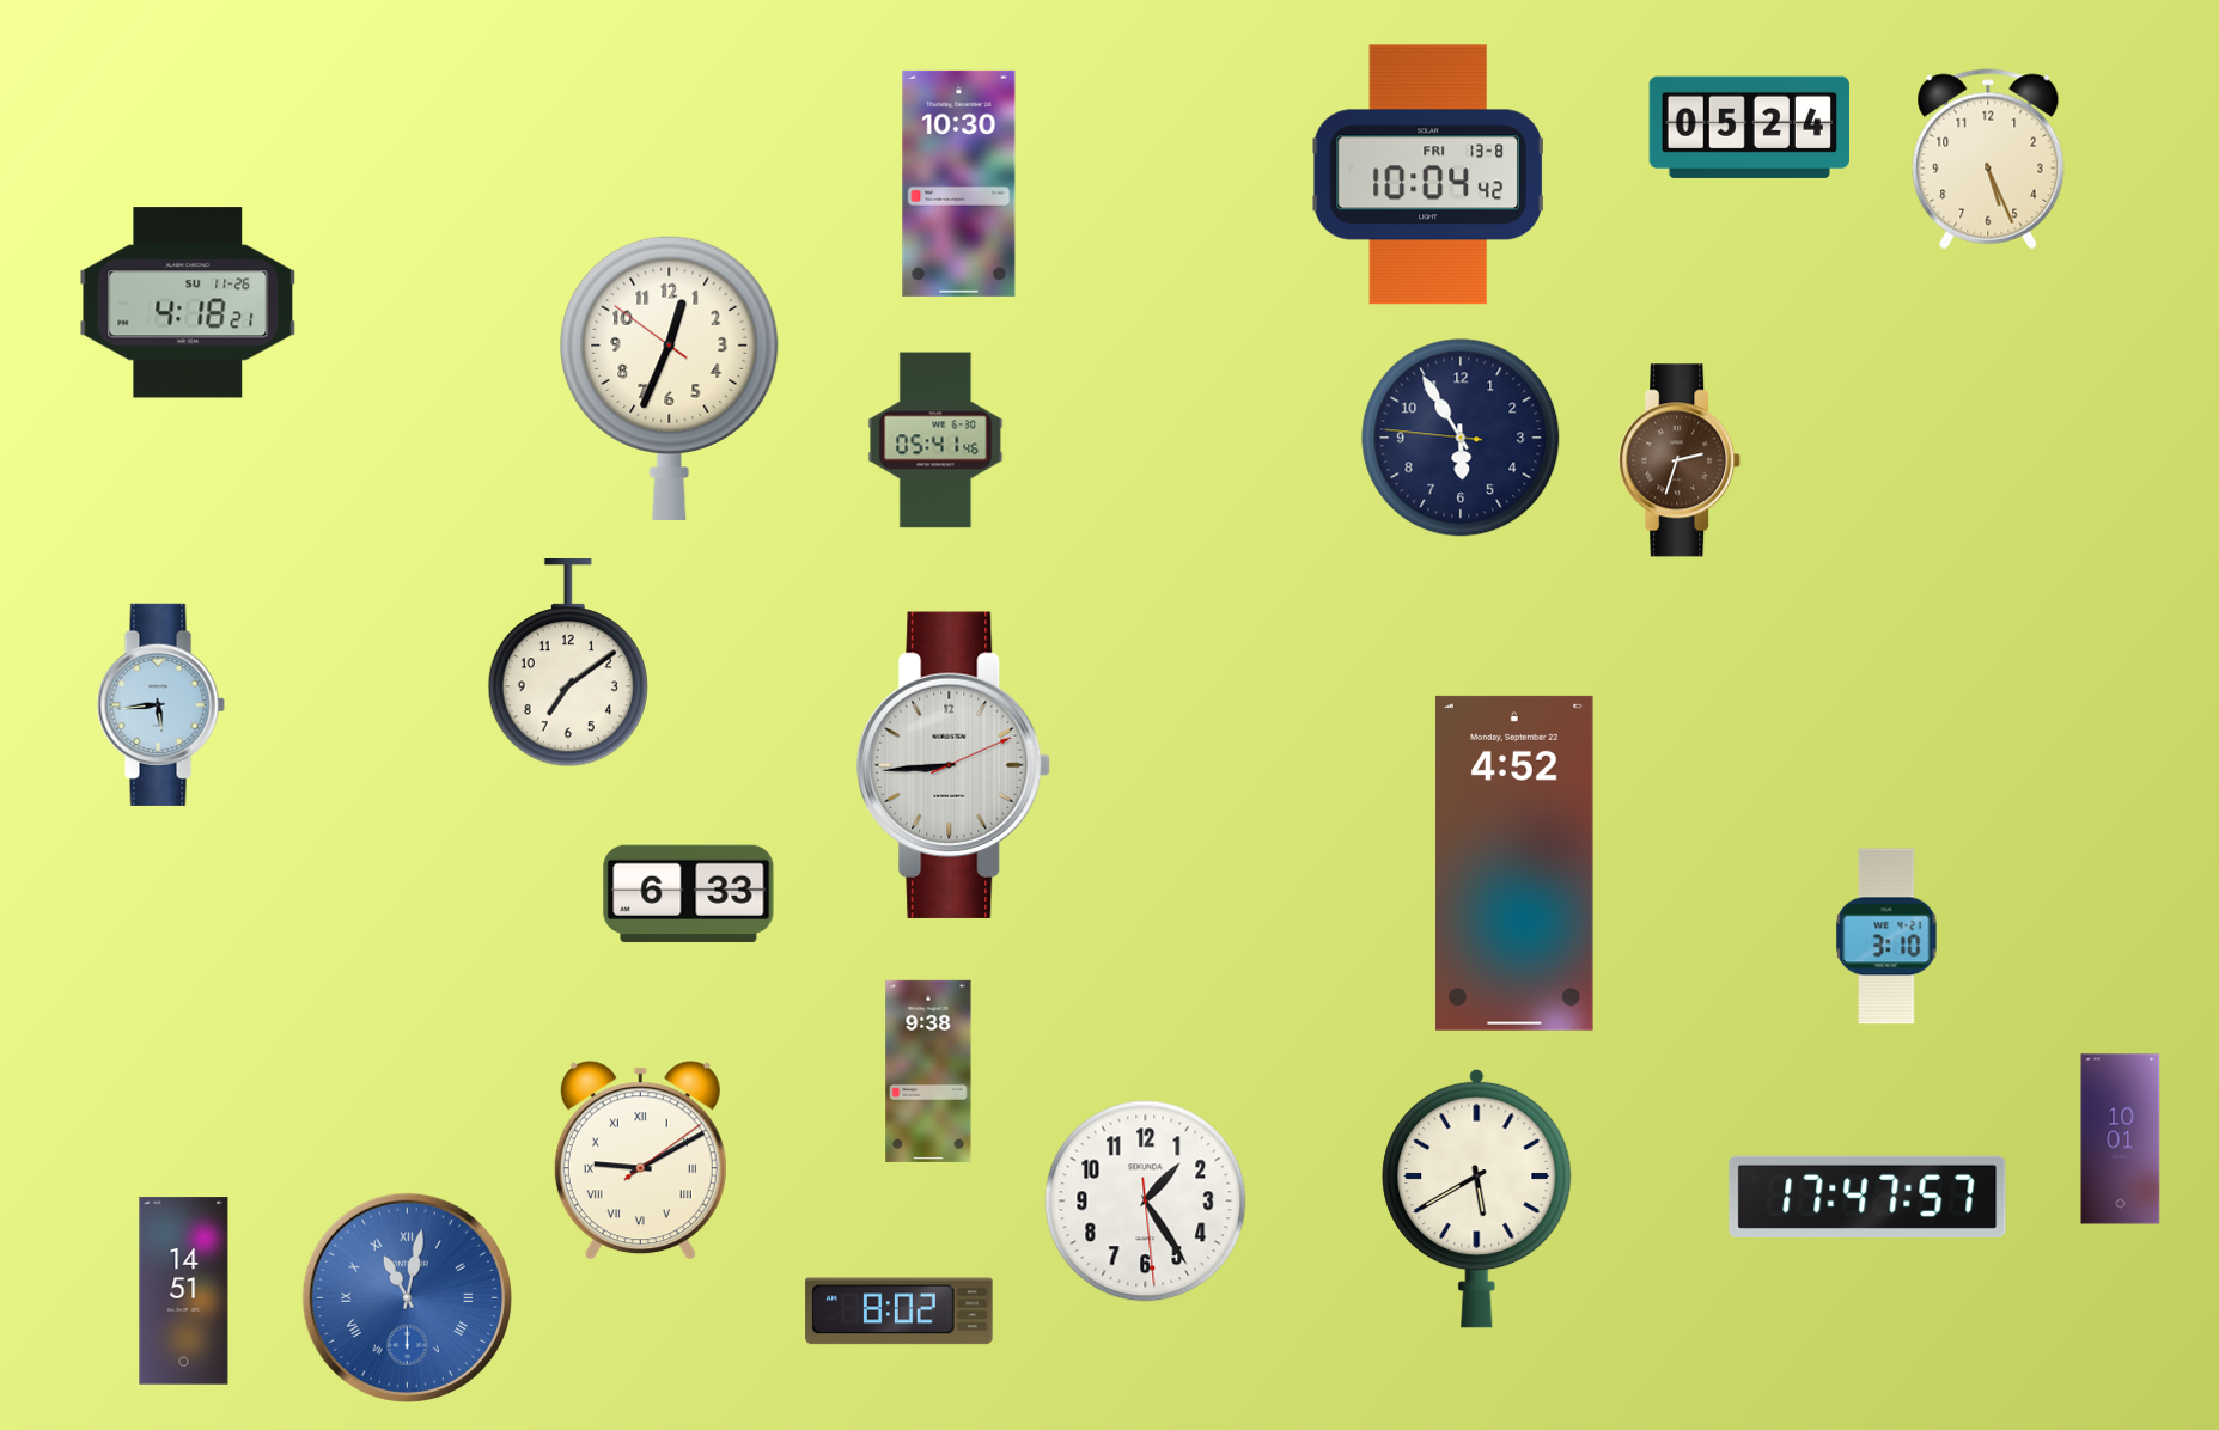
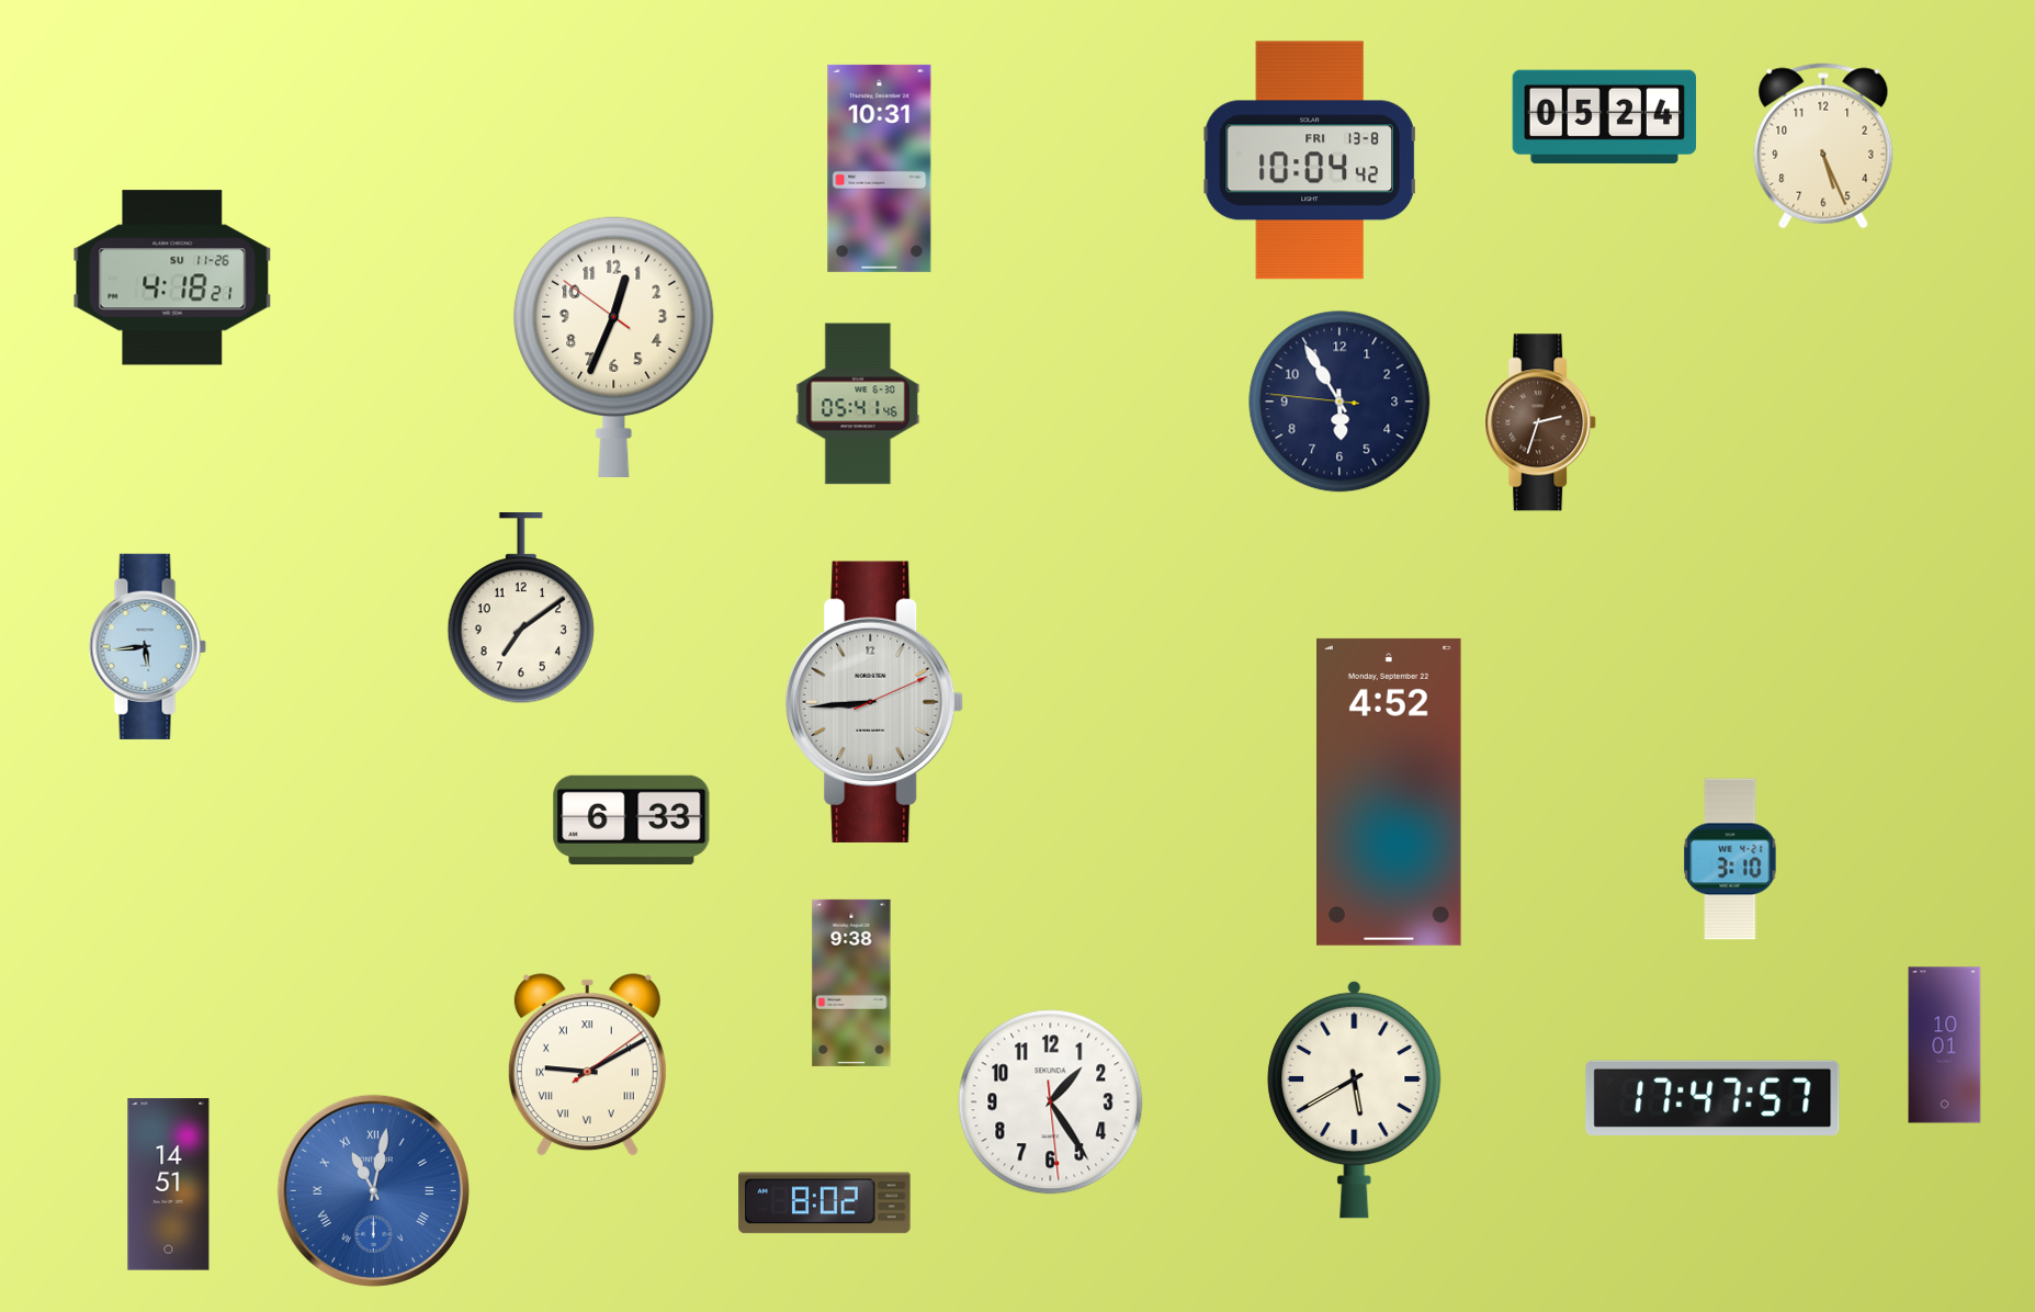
clock at (959, 183): 10:30 -> 10:31
